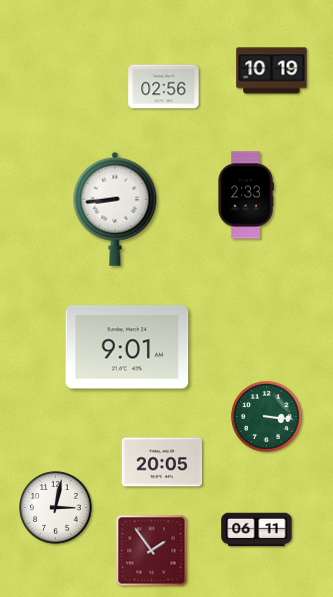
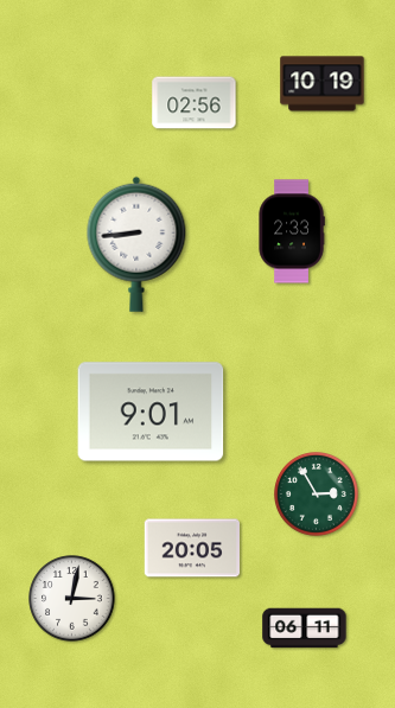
clock at (115, 209) position: (115, 209) -> (136, 244)
clock at (267, 417): 3:16 -> 2:55
clock at (56, 508) position: (56, 508) -> (72, 599)
clock at (152, 551): 1:54 -> none
